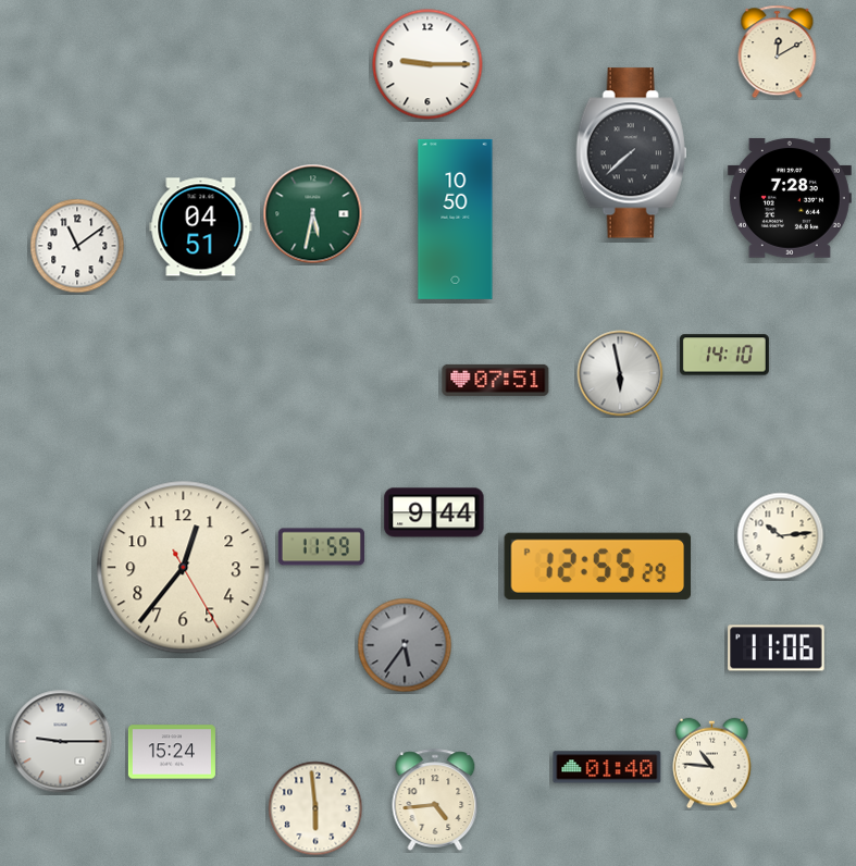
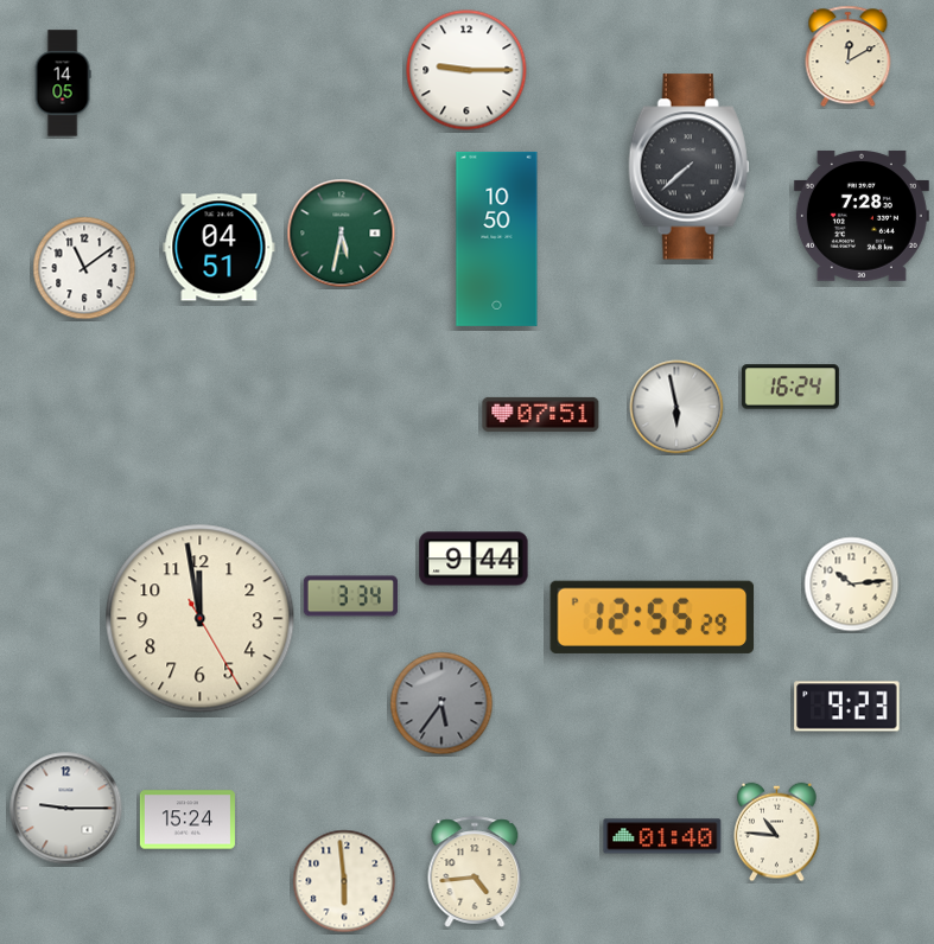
clock at (63, 83): none -> 14:05
clock at (724, 355): 14:10 -> 16:24
clock at (321, 547): 11:59 -> 3:34
clock at (184, 568): 12:36 -> 11:58
clock at (777, 648): 11:06 -> 9:23
